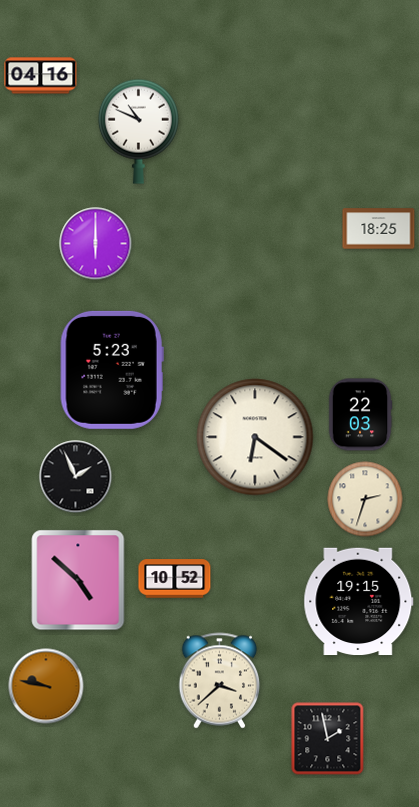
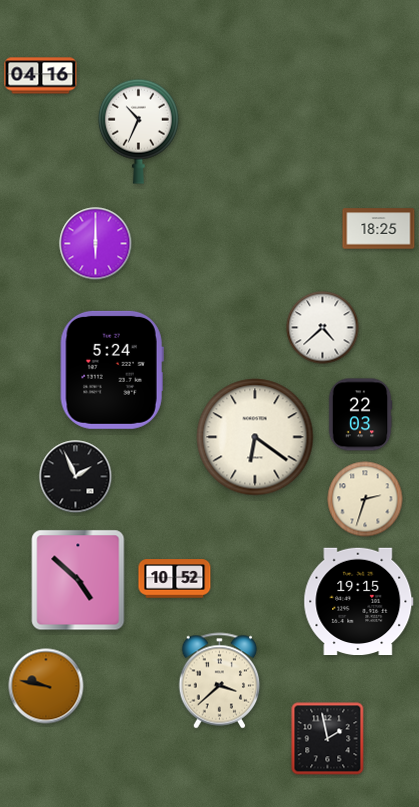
clock at (138, 131): 10:49 -> 10:34
clock at (323, 328): none -> 4:38
clock at (112, 370): 5:23 -> 5:24
